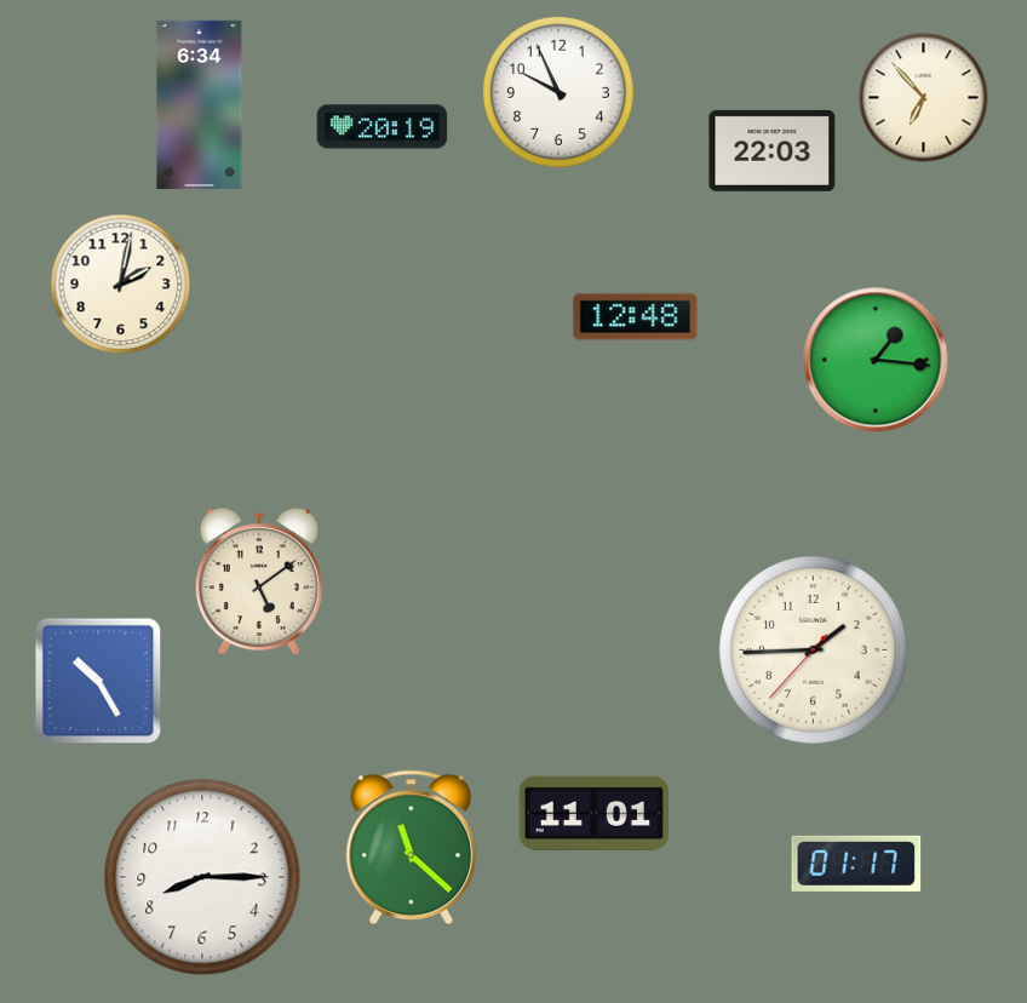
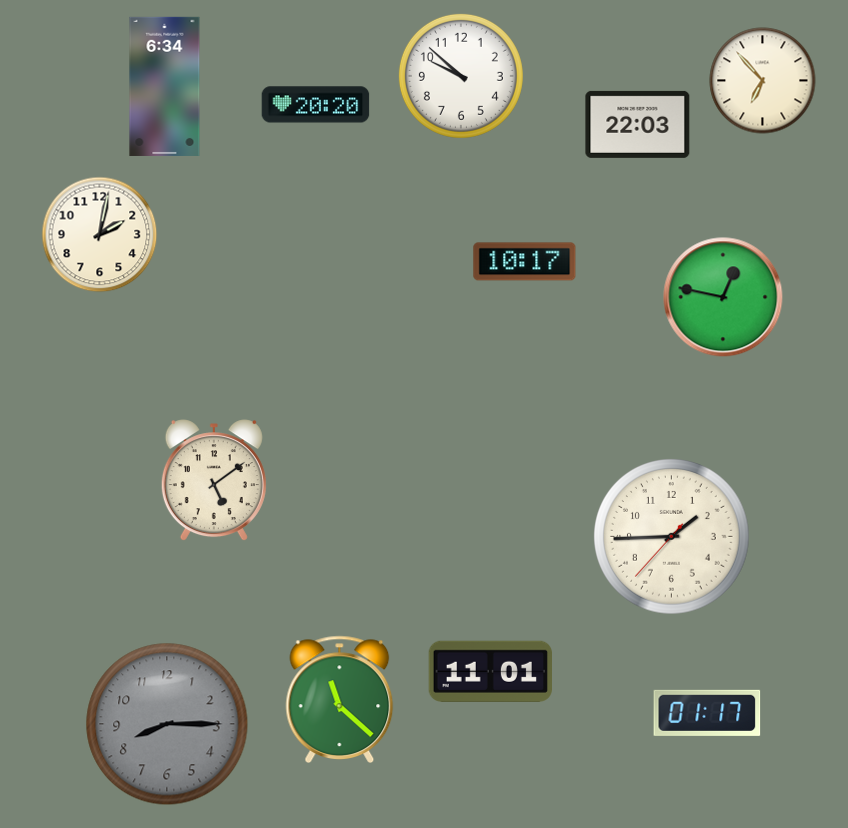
clock at (558, 92): 9:56 -> 9:52
clock at (383, 127): 20:19 -> 20:20
clock at (636, 317): 12:48 -> 10:17
clock at (876, 360): 1:16 -> 12:47
clock at (98, 681): 10:25 -> none
clock at (202, 877) dial: white -> grey
